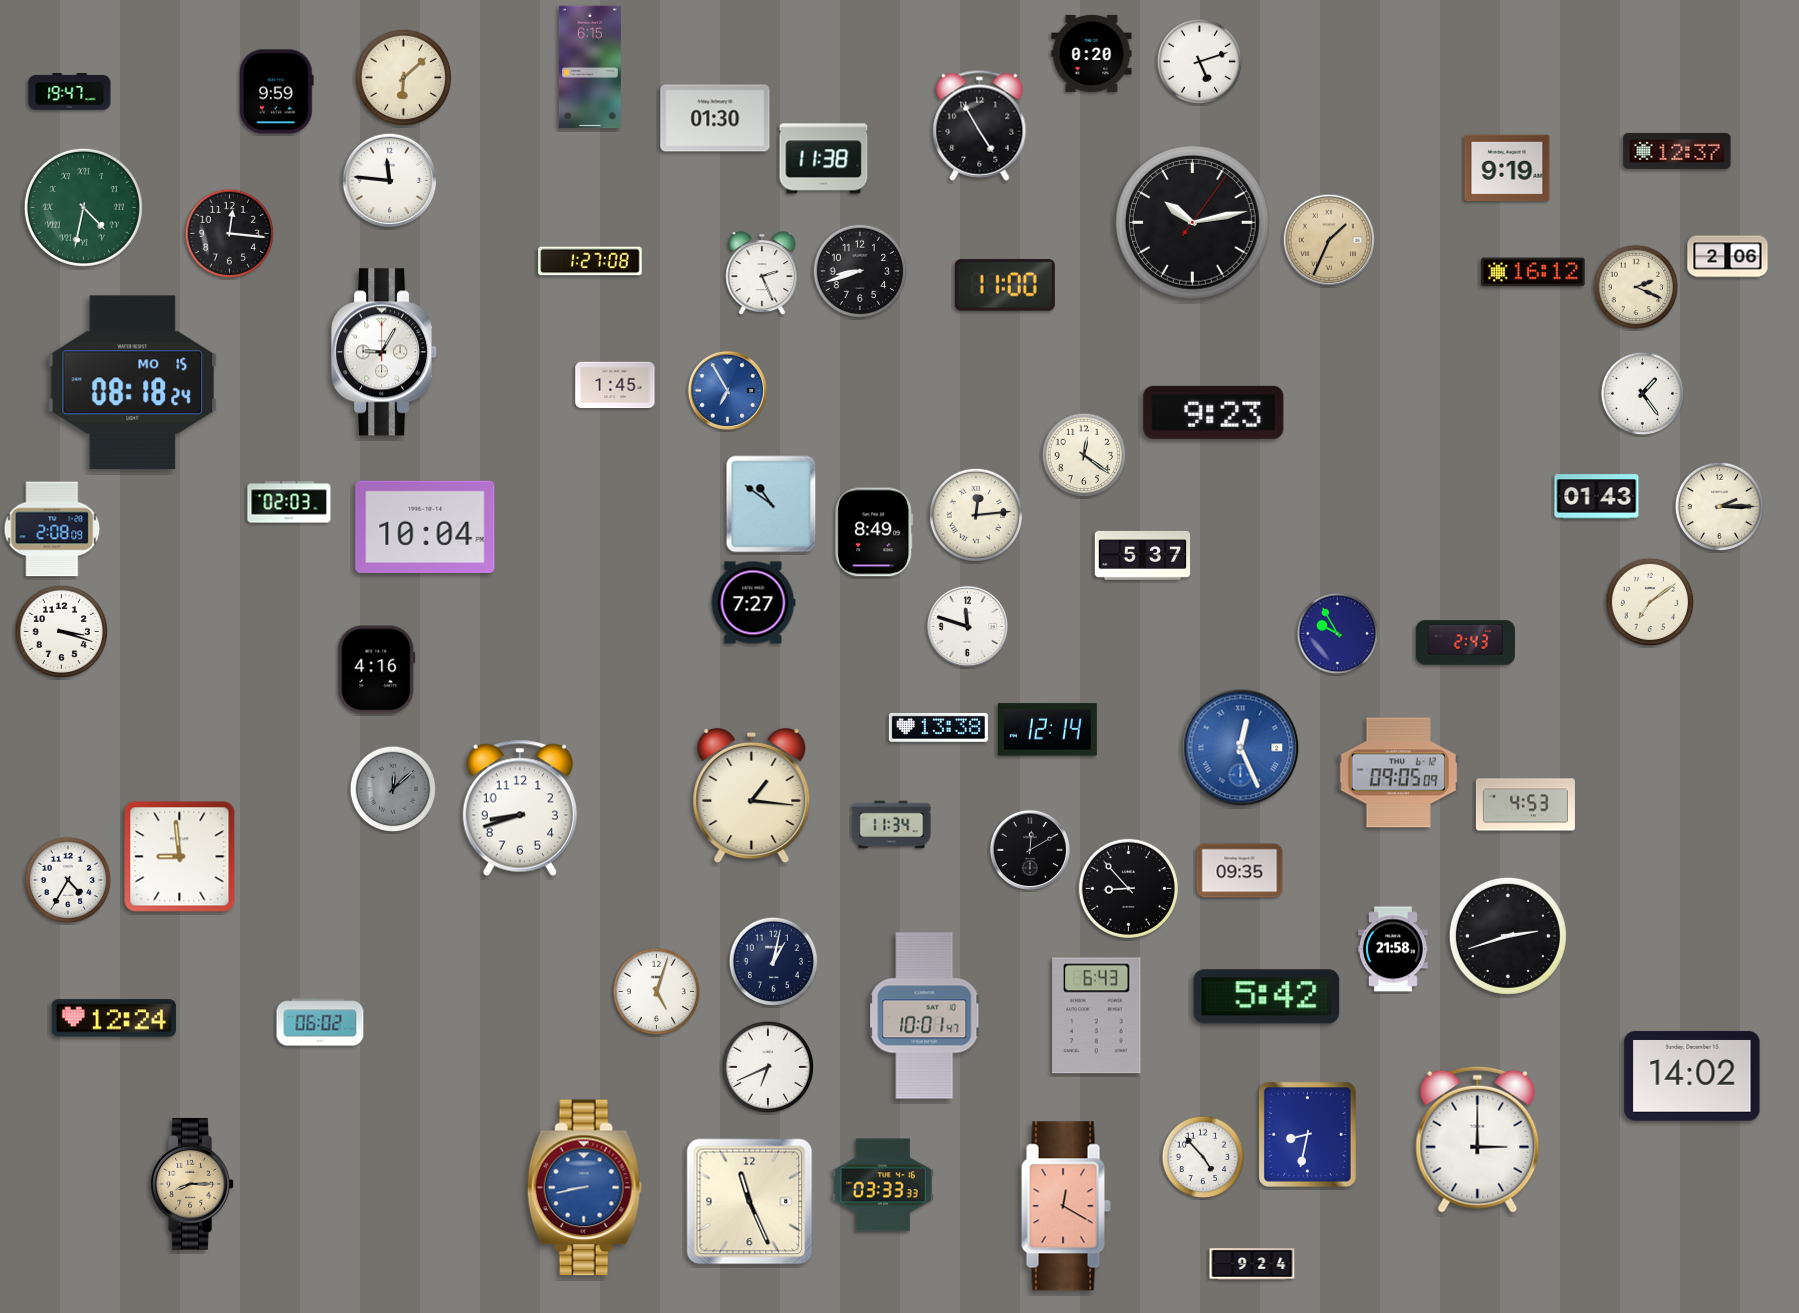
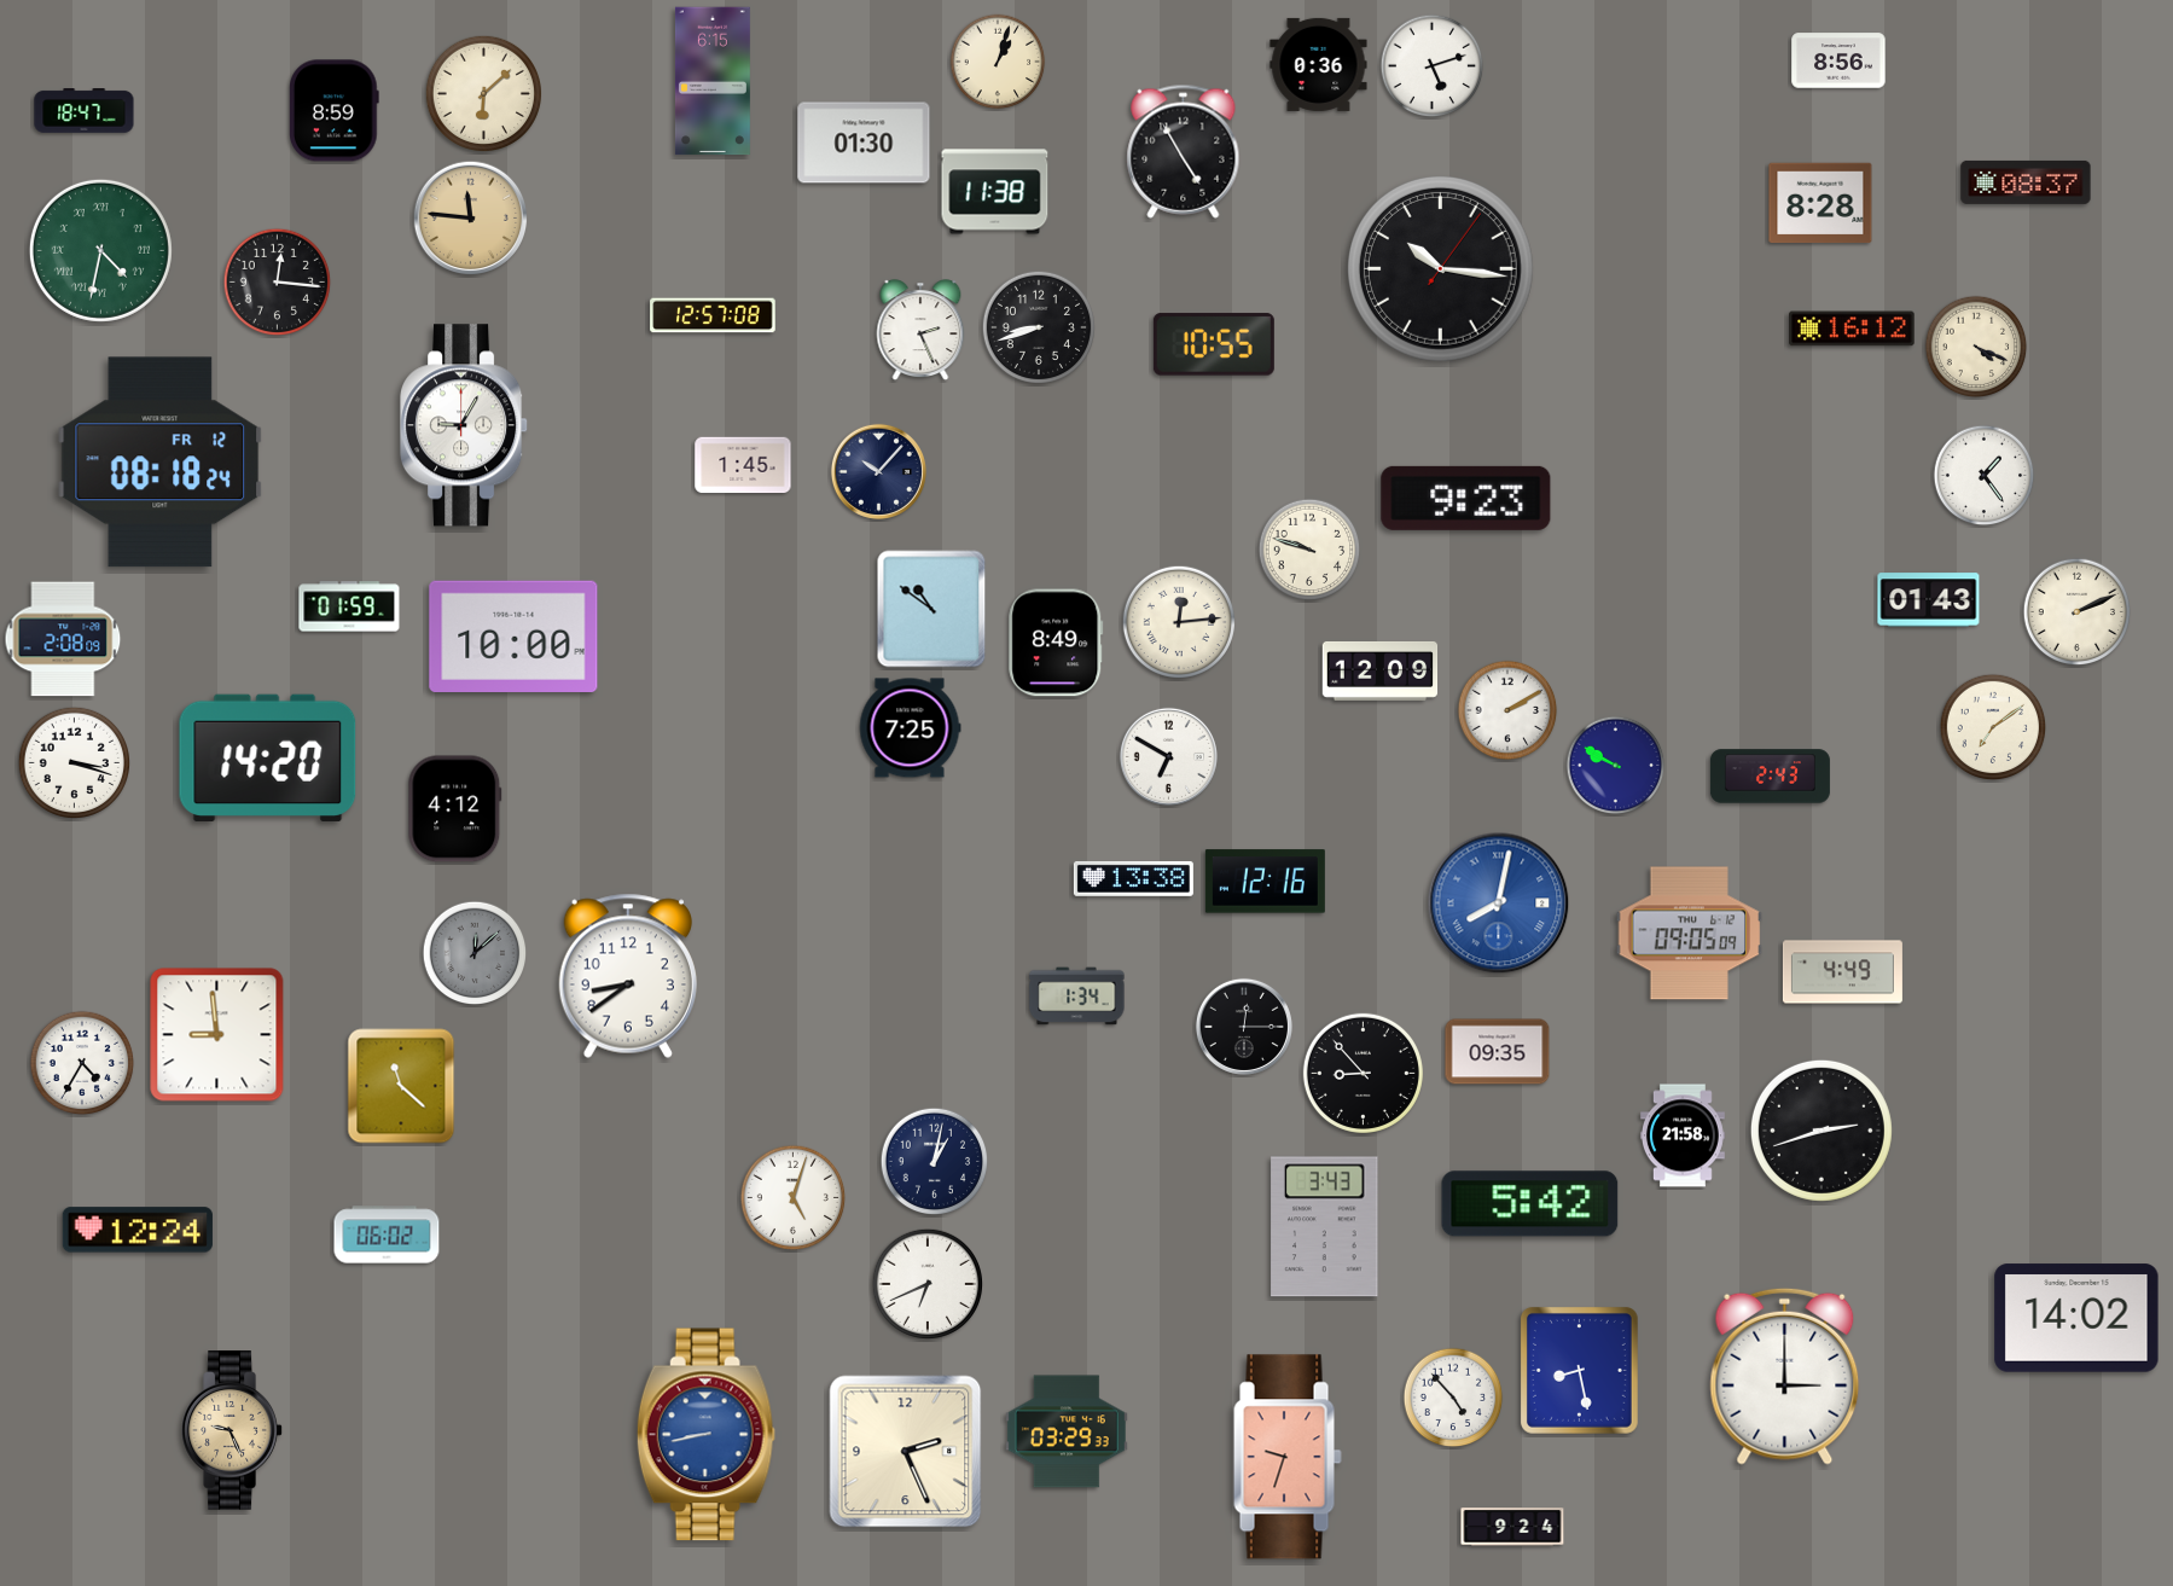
clock at (1838, 60): none -> 8:56
clock at (998, 62): none -> 1:03
clock at (1092, 53): 0:20 -> 0:36
clock at (1200, 62) position: (1200, 62) -> (1433, 66)
clock at (403, 77) position: (403, 77) -> (483, 93)
clock at (70, 92): 19:47 -> 18:47
clock at (277, 92): 9:59 -> 8:59
clock at (1677, 151): 12:37 -> 08:37
clock at (1507, 168): 9:19 -> 8:28
clock at (390, 181) dial: white -> champagne
clock at (1193, 223): 10:13 -> 10:16
clock at (1329, 240): 1:34 -> none
clock at (1728, 257): 2:06 -> none
clock at (590, 261): 1:27 -> 12:57
clock at (1005, 285): 11:00 -> 10:55
clock at (1636, 287): 2:19 -> 4:19
clock at (133, 383) date: MO 15 -> FR 12
clock at (727, 390): 6:55 -> 10:07
clock at (727, 390) dial: blue -> navy
clock at (1084, 455): 12:21 -> 9:48
clock at (289, 502): 02:03 -> 01:59
clock at (1720, 507): 2:15 -> 2:11
clock at (425, 526): 10:04 -> 10:00
clock at (1143, 555): 5:37 -> 12:09
clock at (1507, 710): none -> 2:10
clock at (753, 603): 7:27 -> 7:25
clock at (967, 626): 11:48 -> 6:50
clock at (268, 757): none -> 14:20
clock at (1338, 634): 9:55 -> 9:50
clock at (377, 670): 4:16 -> 4:12
clock at (1047, 730): 12:14 -> 12:16
clock at (1241, 748): 12:26 -> 8:02
clock at (752, 796): 1:16 -> none
clock at (1525, 805): 4:53 -> 4:49
clock at (519, 808): 8:42 -> 8:39
clock at (892, 825): 11:34 -> 1:34
clock at (1030, 850): 12:10 -> 12:15
clock at (401, 1086): none -> 11:22
clock at (1393, 949) position: (1393, 949) -> (1683, 1135)
clock at (925, 1016): 10:01 -> none
clock at (1097, 1016): 6:43 -> 3:43
clock at (768, 1067) position: (768, 1067) -> (928, 1284)
clock at (1692, 1076) position: (1692, 1076) -> (2076, 1318)
clock at (1307, 1134): 8:32 -> 8:28
clock at (192, 1184): 8:15 -> 9:26
clock at (883, 1185): 03:33 -> 03:29
clock at (750, 1202): 11:26 -> 2:26
clock at (1066, 1206): 12:20 -> 9:33
